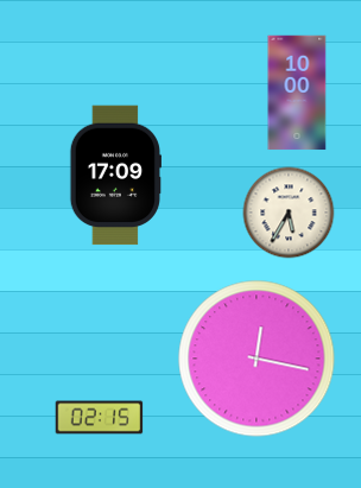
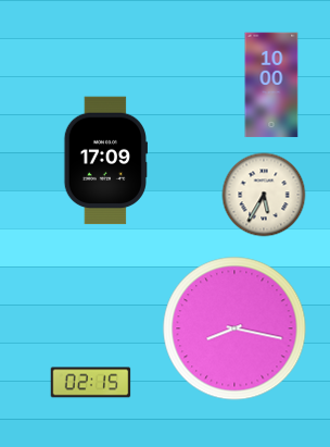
clock at (256, 359): 12:17 -> 8:17
